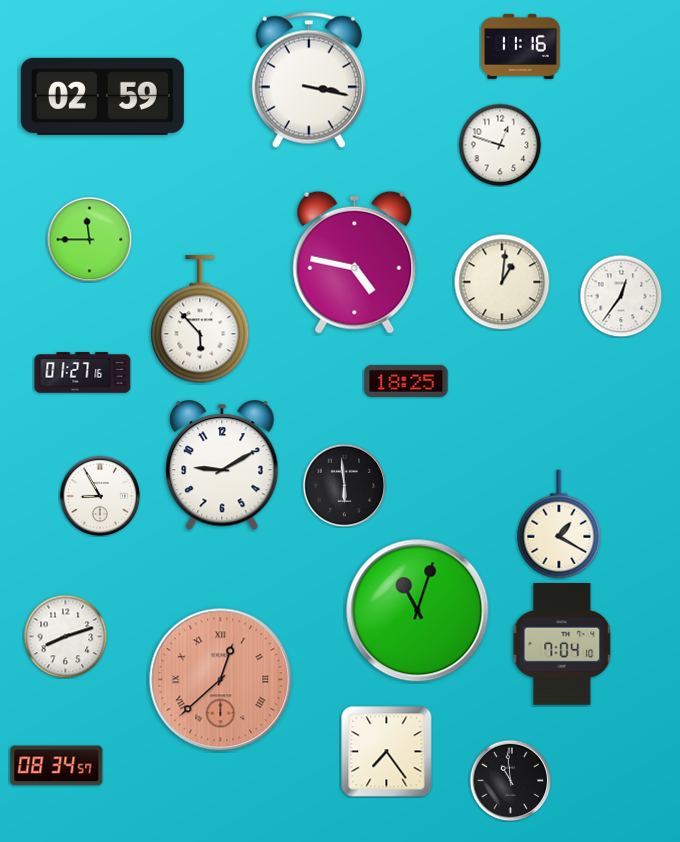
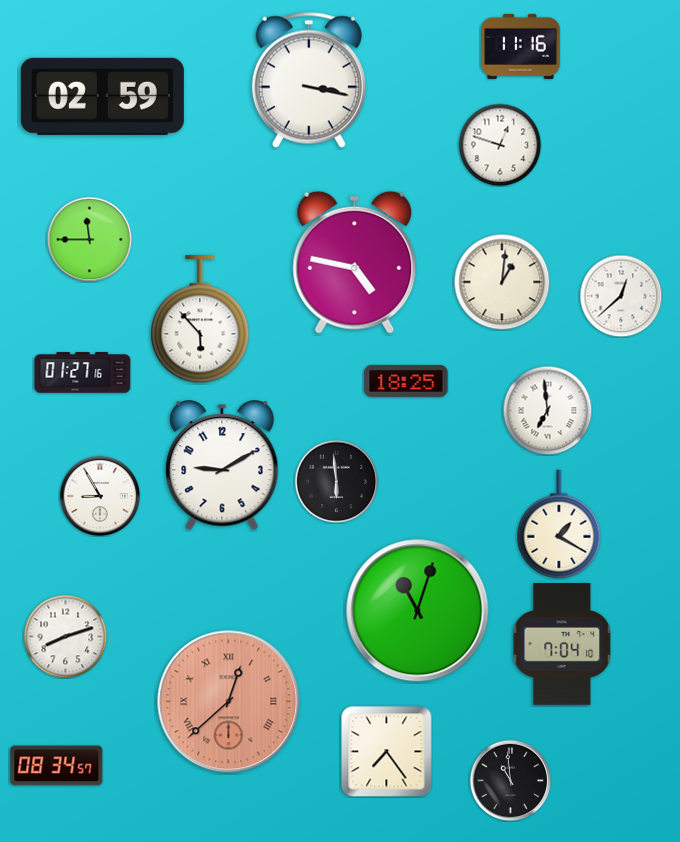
clock at (621, 296): 12:36 -> 12:38
clock at (547, 410): none -> 6:59
clock at (344, 485) position: (344, 485) -> (336, 481)
clock at (221, 680) position: (221, 680) -> (229, 702)
